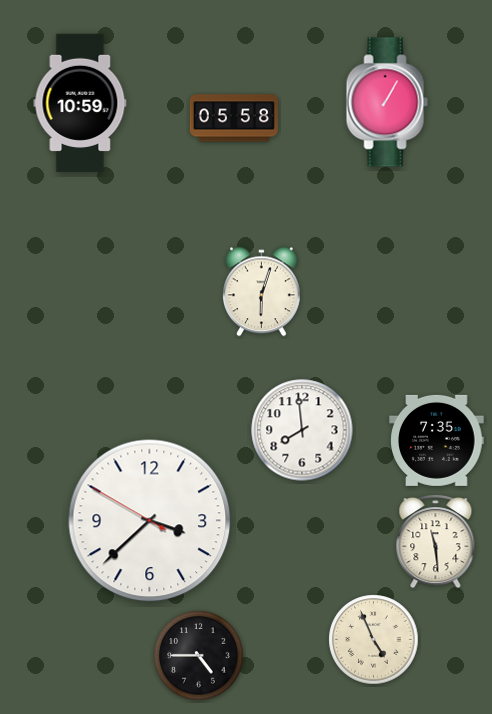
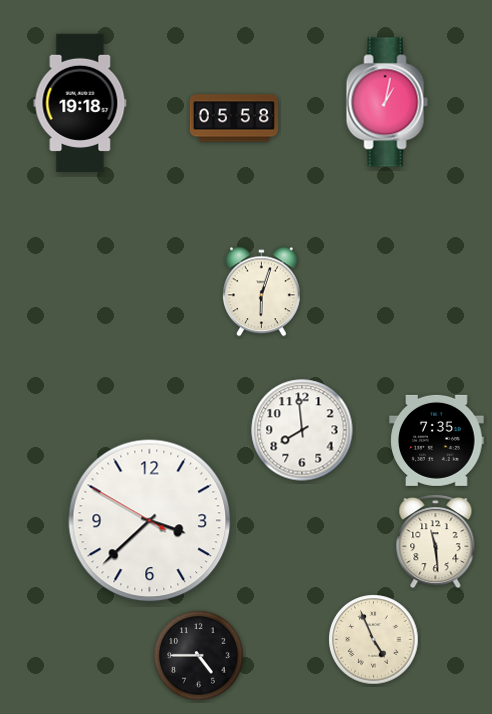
clock at (387, 102): 1:05 -> 1:02
clock at (80, 103): 10:59 -> 19:18
